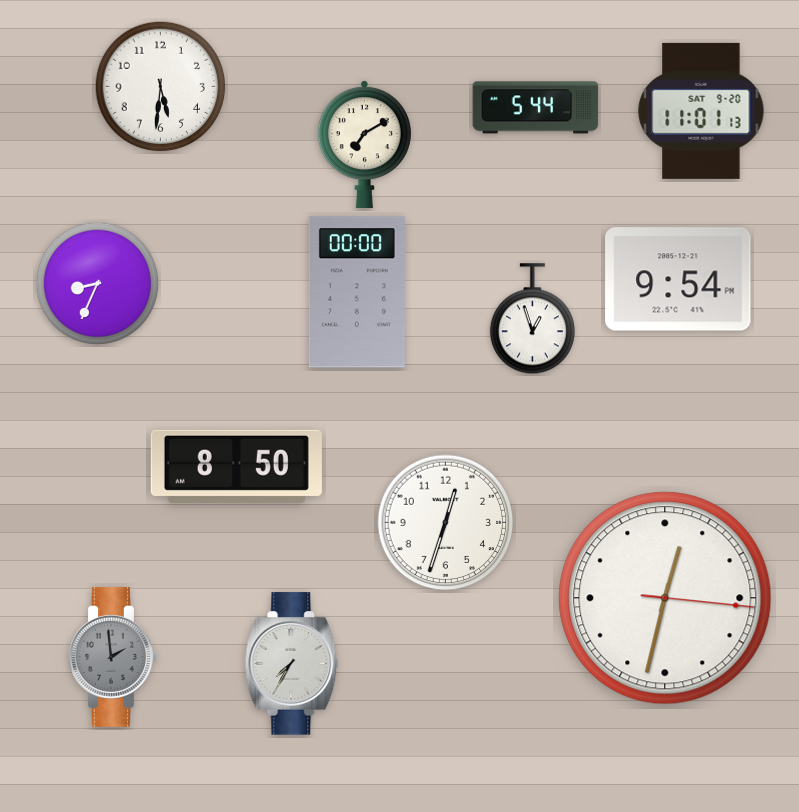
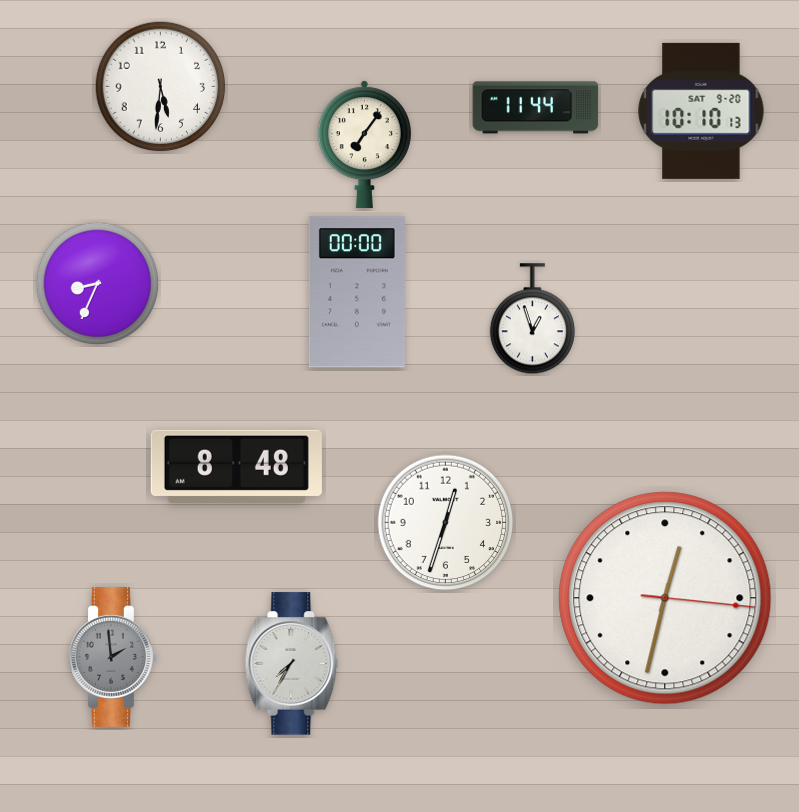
clock at (536, 108): 5:44 -> 11:44
clock at (701, 111): 11:01 -> 10:10
clock at (364, 145): 7:10 -> 7:06
clock at (678, 279): 9:54 -> none
clock at (236, 466): 8:50 -> 8:48
